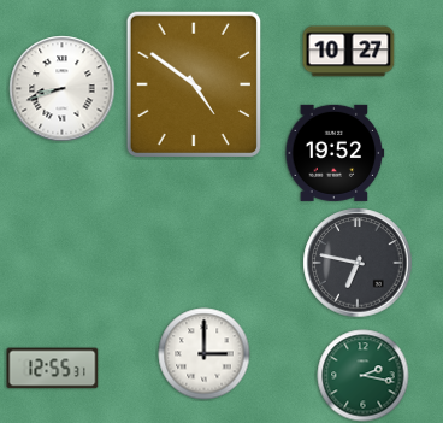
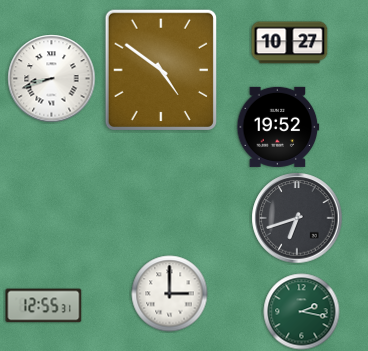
clock at (63, 89) position: (63, 89) -> (52, 79)
clock at (358, 263): 6:47 -> 6:42
